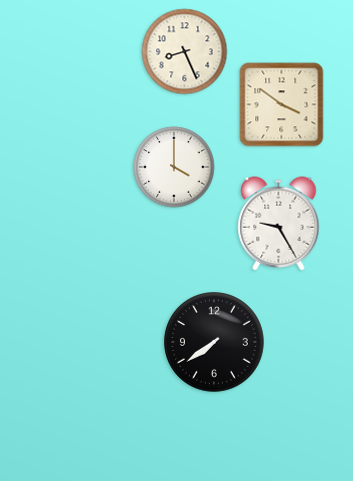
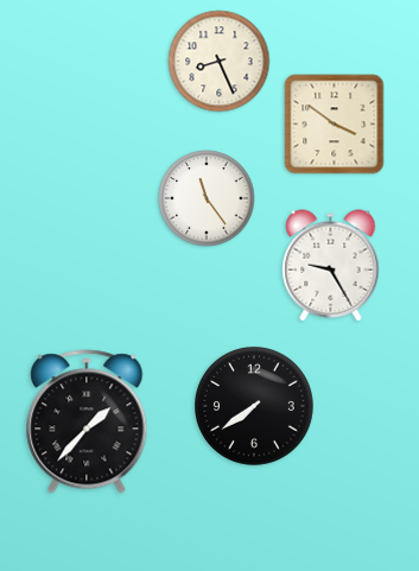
clock at (174, 167): 4:00 -> 11:24
clock at (87, 421): none -> 1:37
